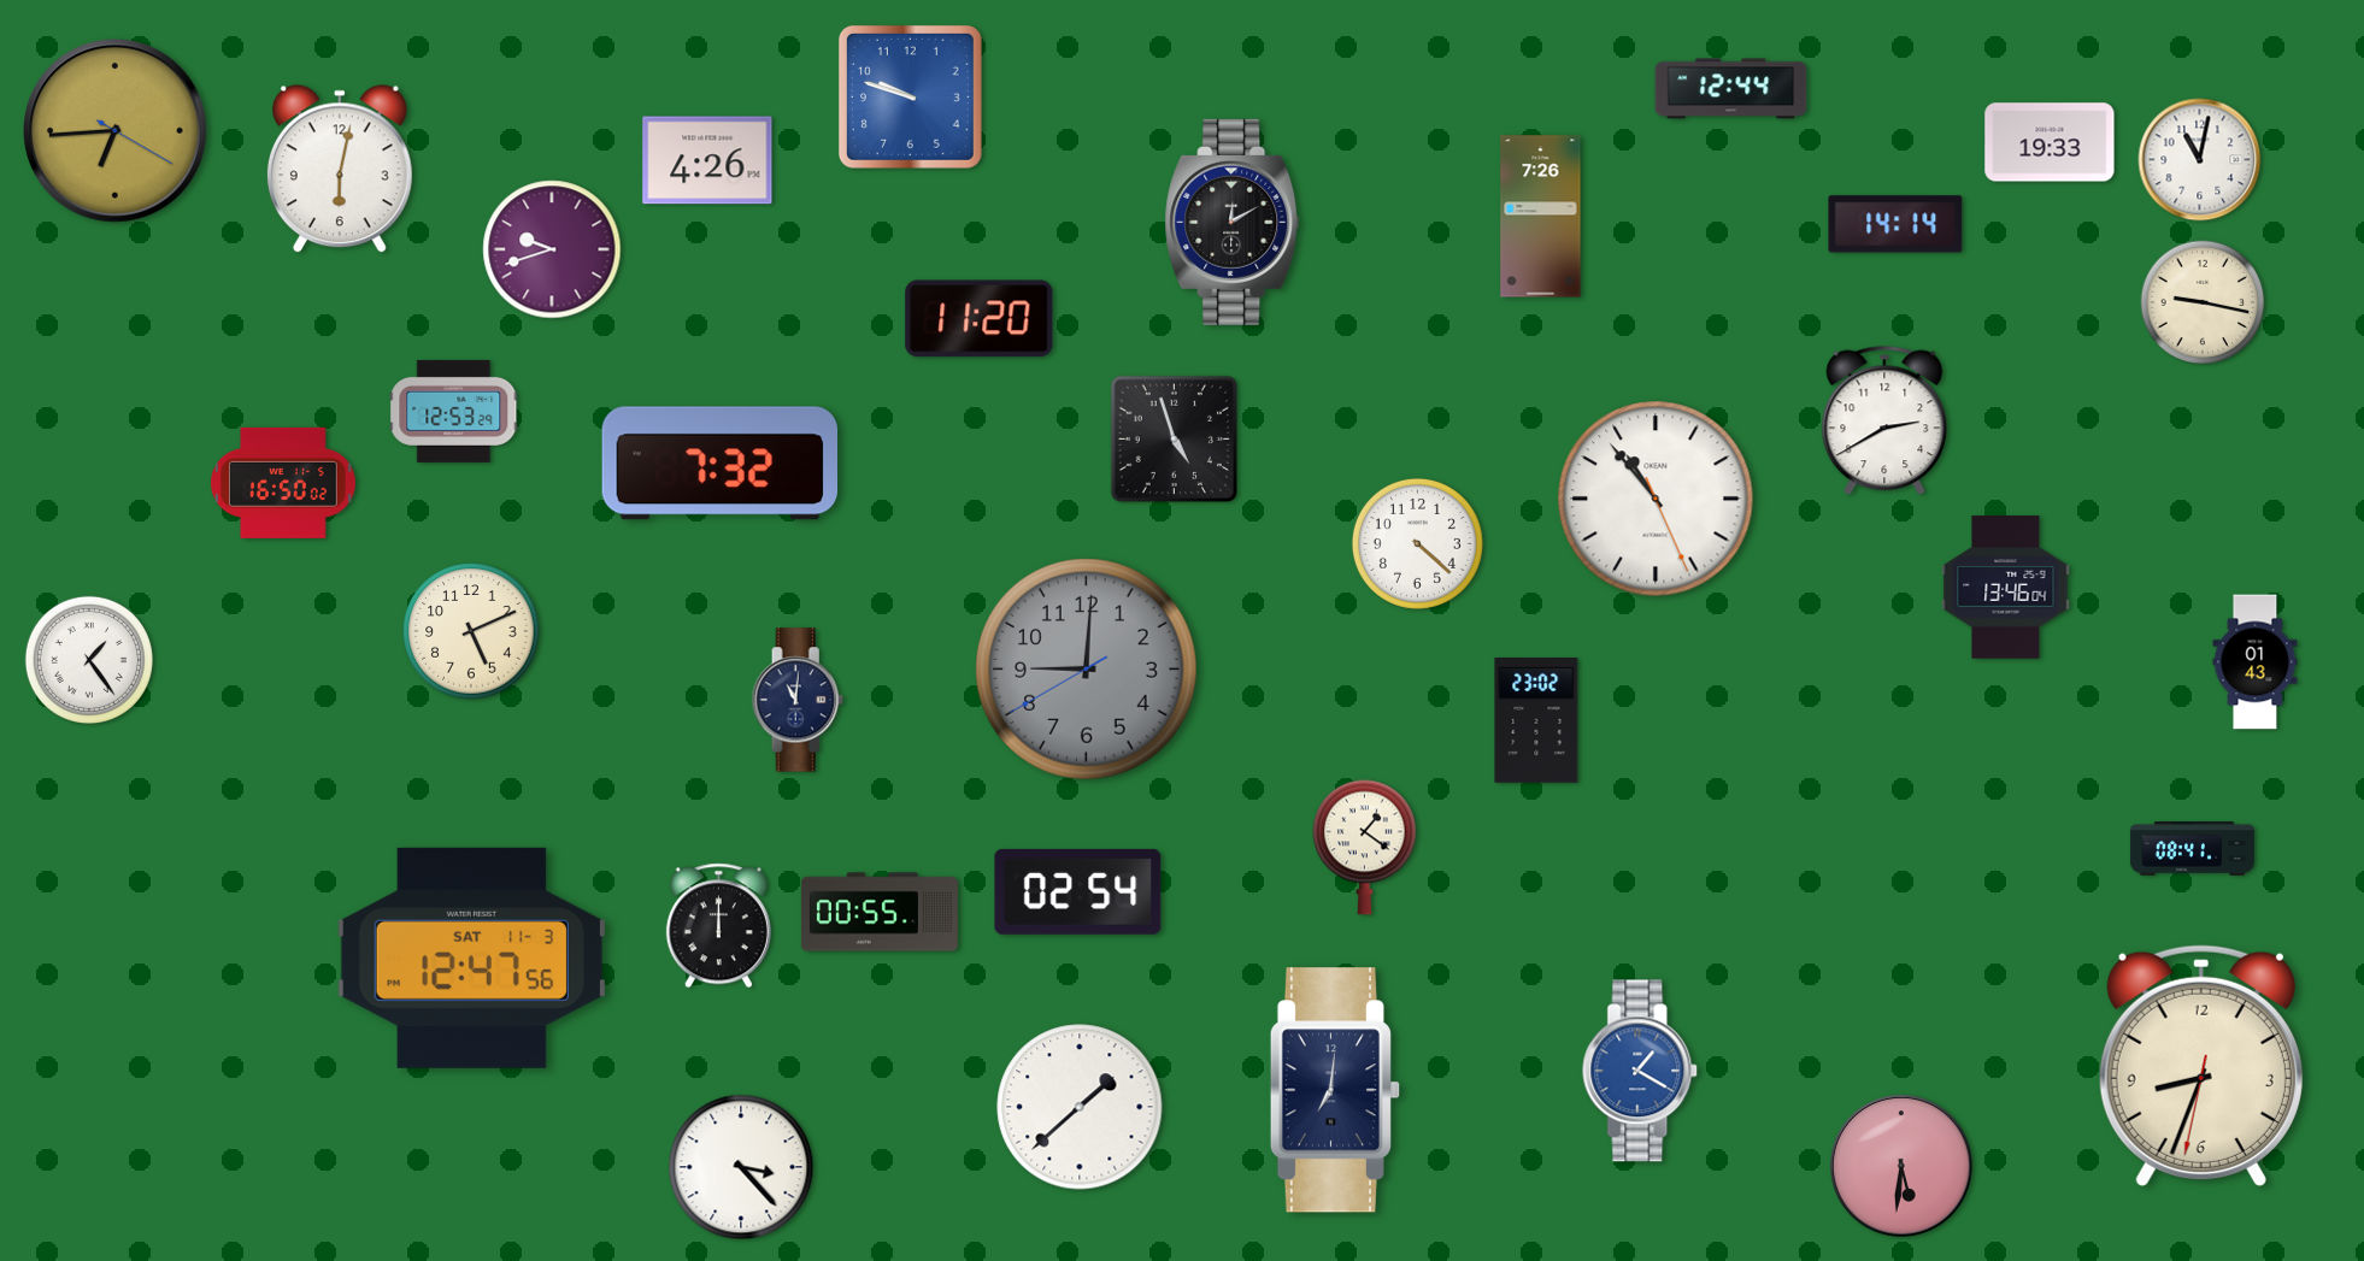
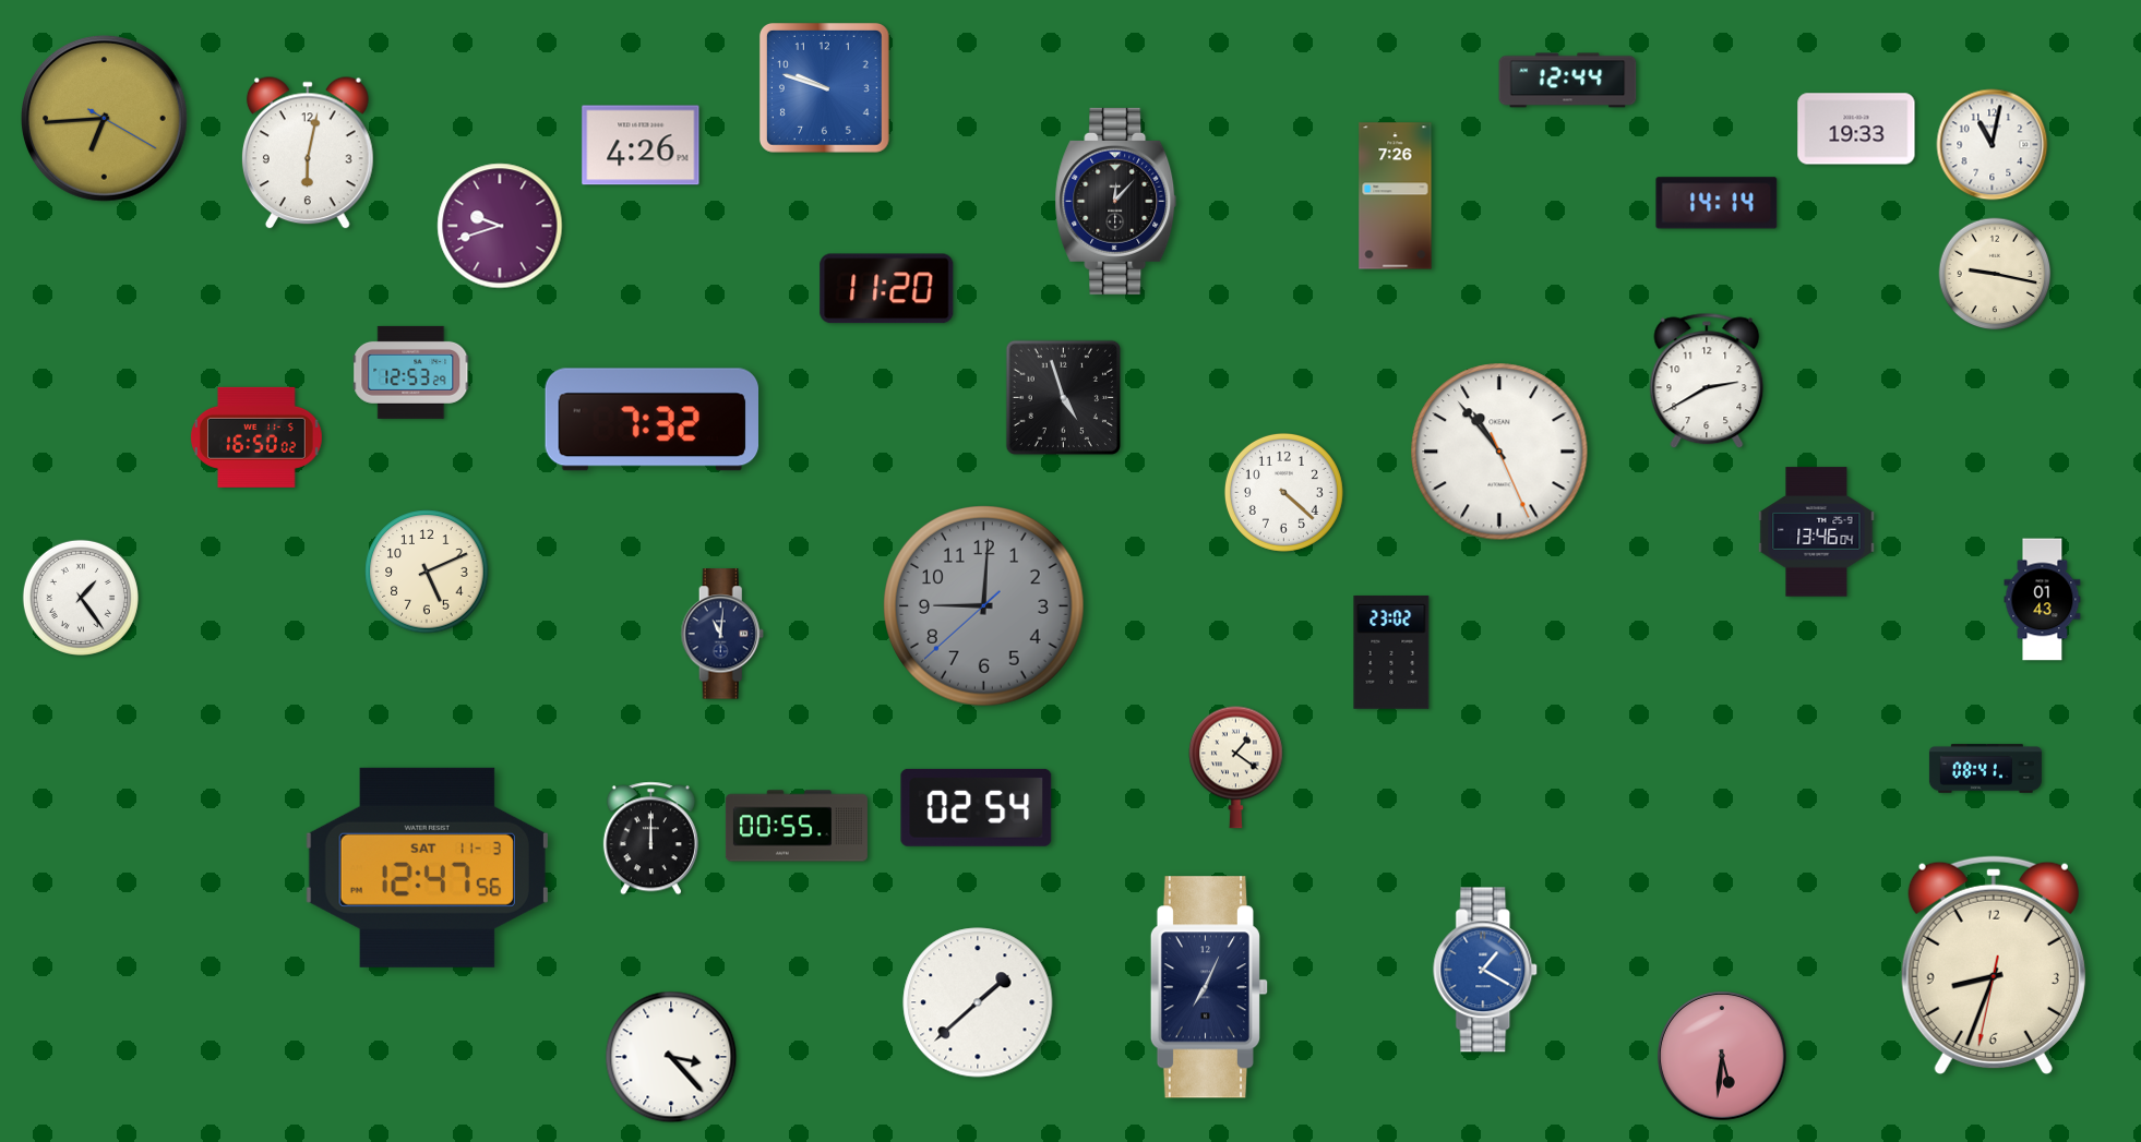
clock at (1233, 222): 12:10 -> 12:07
clock at (1087, 670): 9:00:40 -> 9:00:38
clock at (1334, 1090): 7:01 -> 7:04
